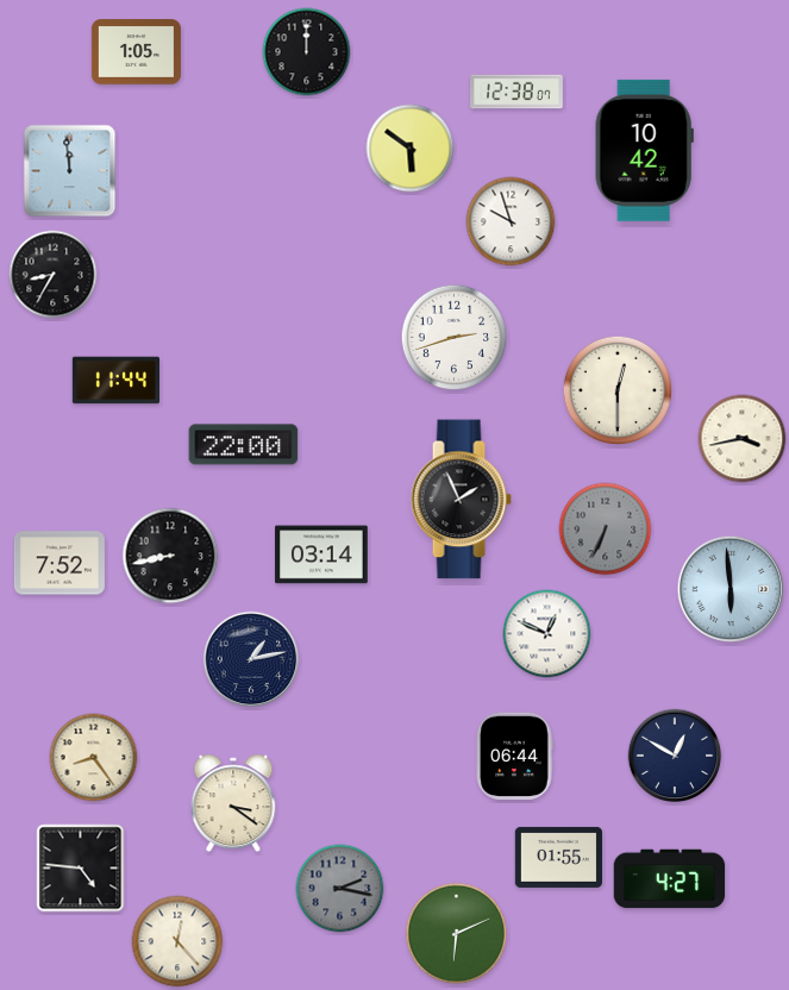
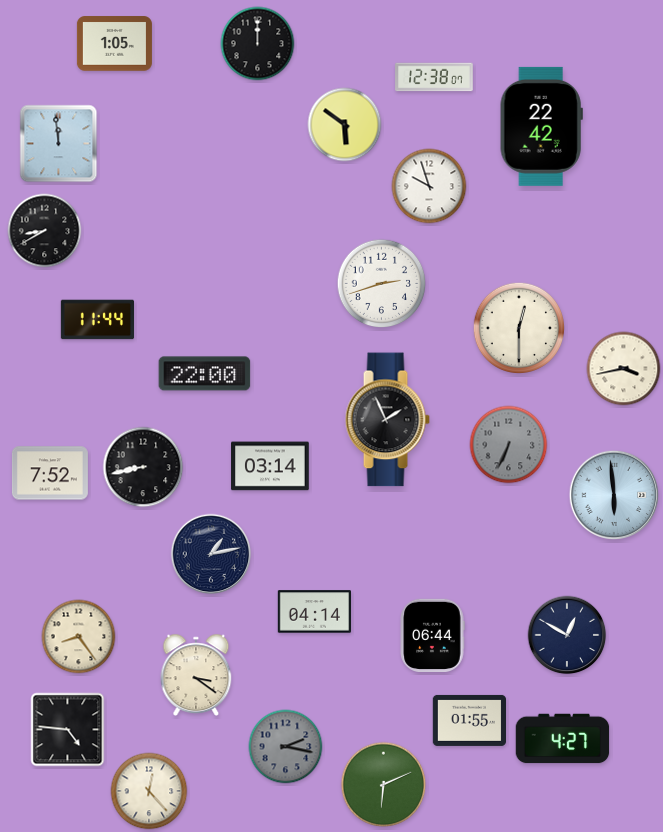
clock at (644, 150): 10:42 -> 22:42
clock at (54, 275): 8:35 -> 8:40
clock at (547, 634): 12:49 -> none
clock at (314, 612): none -> 04:14
